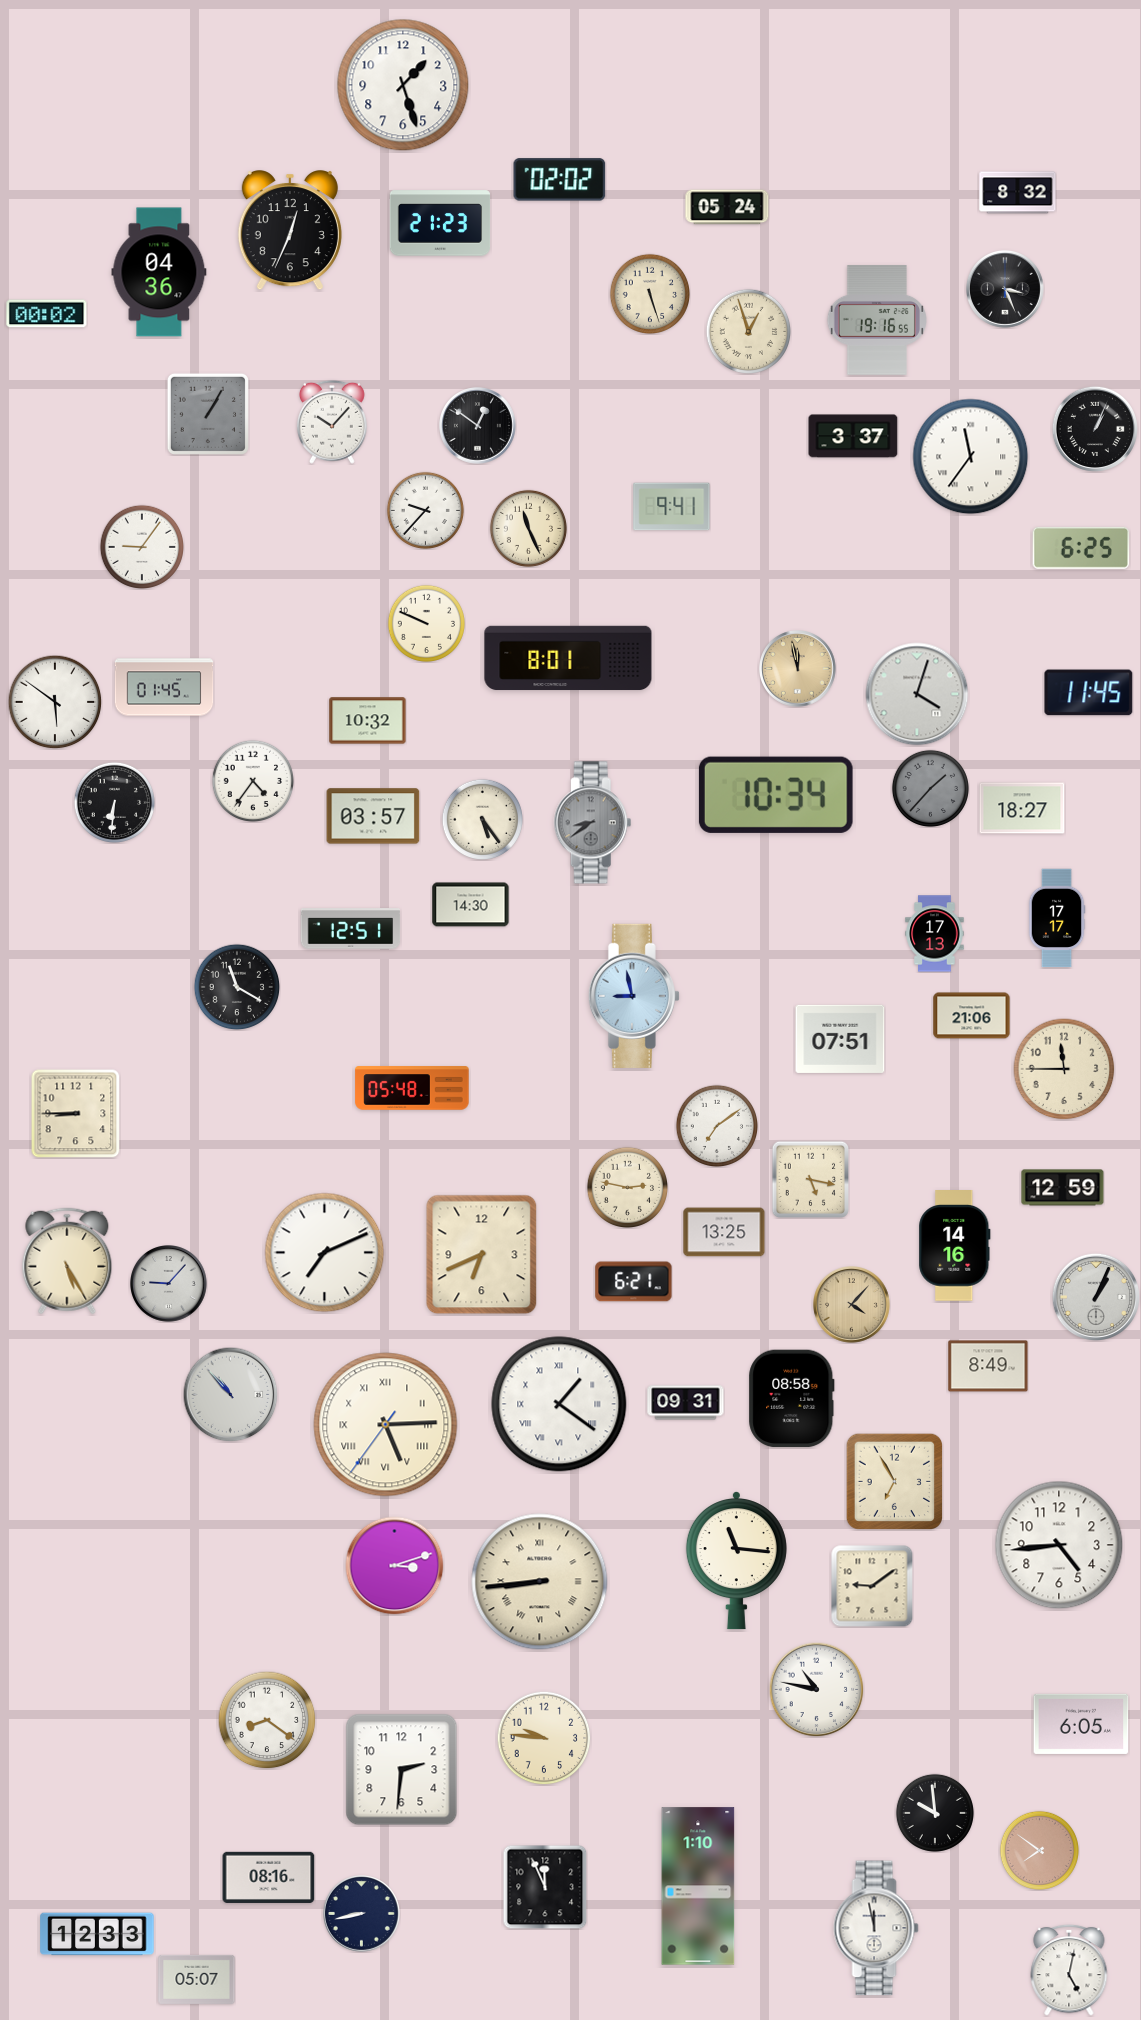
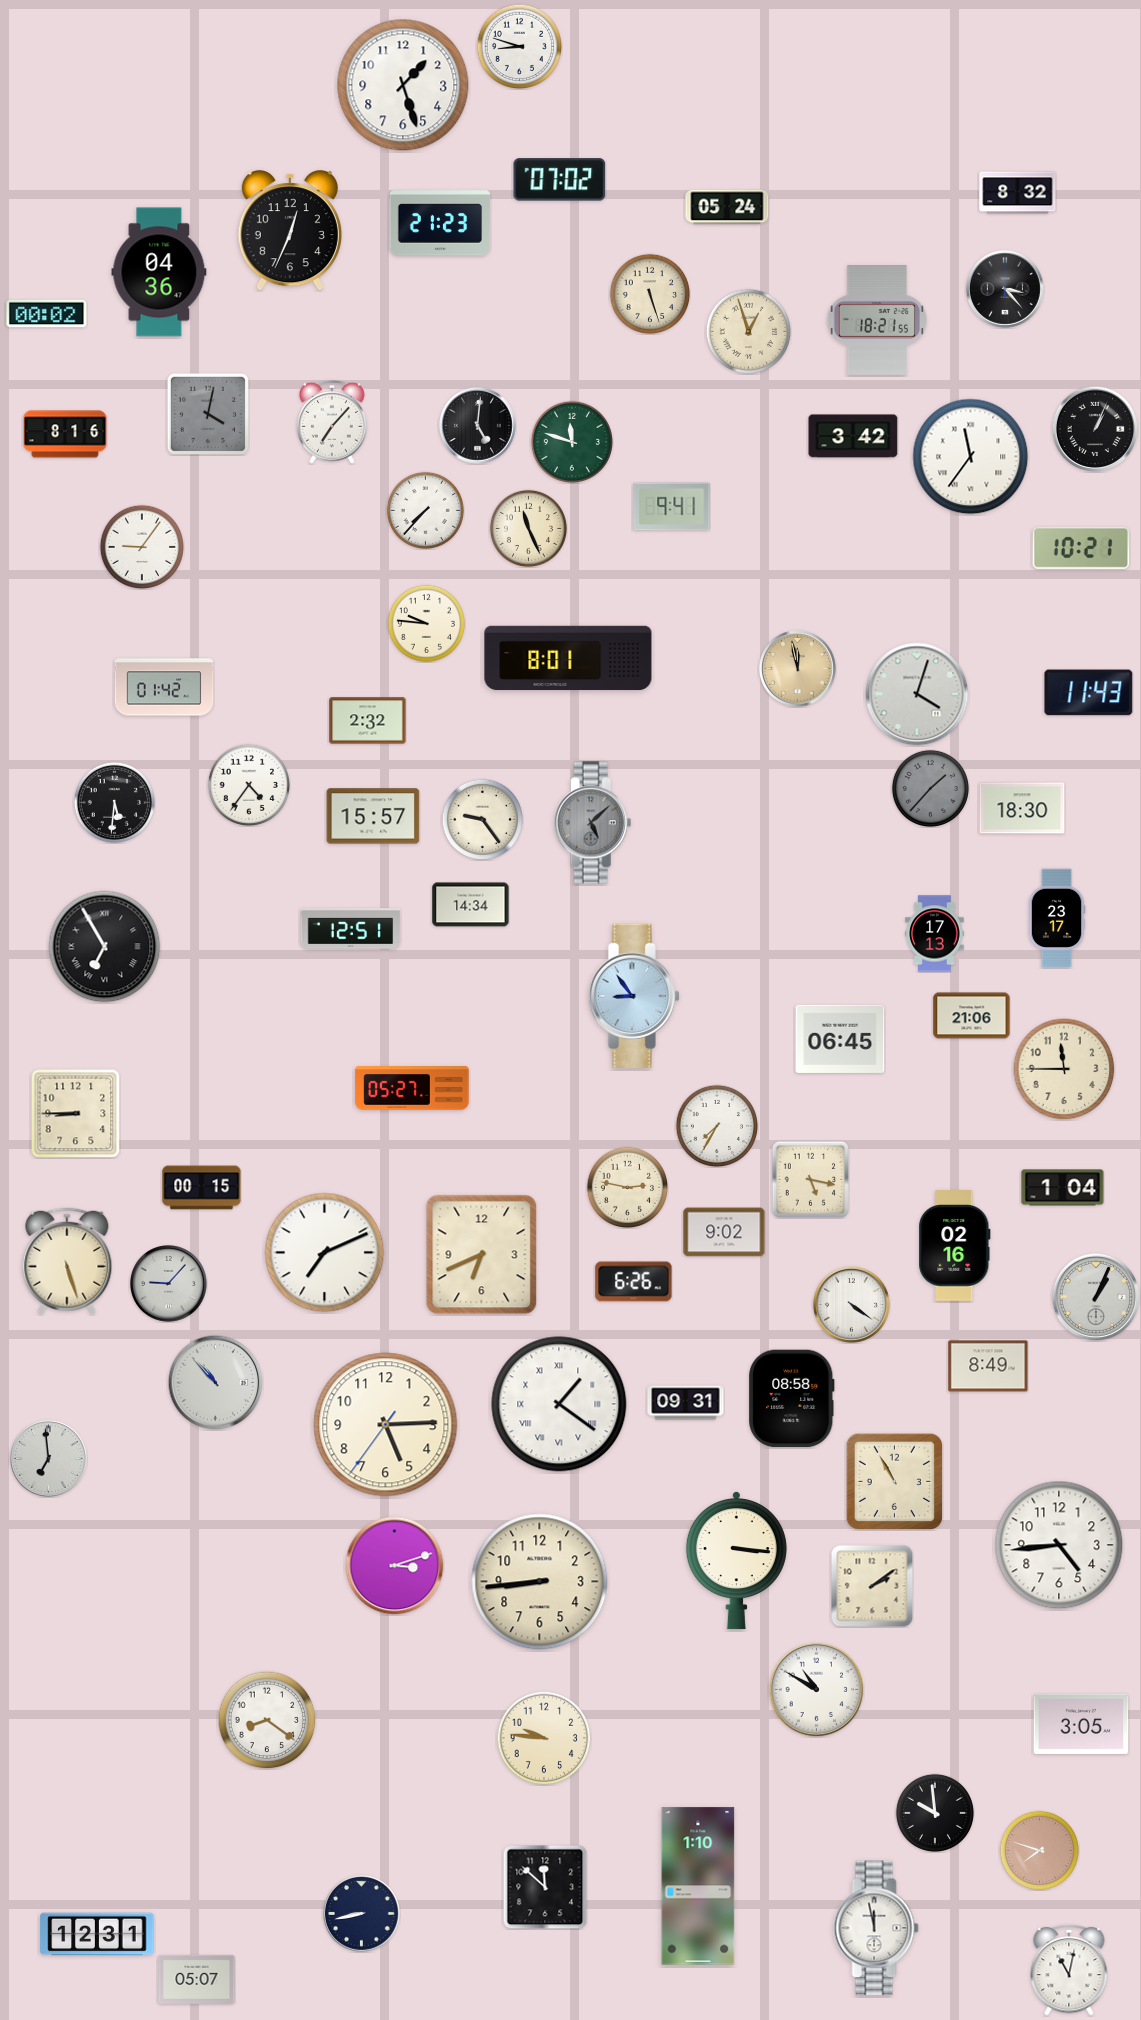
clock at (519, 46): none -> 8:48
clock at (560, 180): 02:02 -> 07:02
clock at (1005, 289): 3:26 -> 3:23
clock at (877, 320): 19:16 -> 18:21
clock at (208, 414): 1:05 -> 4:02
clock at (332, 422): 10:07 -> 7:07
clock at (478, 426): 12:51 -> 5:01
clock at (65, 434): none -> 8:16
clock at (853, 436): 3:37 -> 3:42
clock at (571, 441): none -> 11:48
clock at (425, 510): 9:37 -> 7:37
clock at (1081, 548): 6:25 -> 10:21
clock at (426, 623): 9:49 -> 9:46
clock at (164, 687): 01:45 -> 01:42
clock at (1089, 693): 11:45 -> 11:43
clock at (55, 702): 5:51 -> none
clock at (368, 721): 10:32 -> 2:32
clock at (252, 780) position: (252, 780) -> (248, 784)
clock at (776, 795): 10:34 -> none
clock at (114, 802): 6:31 -> 5:31
clock at (1022, 808): 18:27 -> 18:30
clock at (373, 816): 03:57 -> 15:57
clock at (482, 819): 5:24 -> 9:24
clock at (593, 823): 8:39 -> 5:08
clock at (471, 905): 14:30 -> 14:34
clock at (1057, 918): 17:17 -> 23:17
clock at (105, 947): none -> 6:55
clock at (237, 987): 11:20 -> none
clock at (634, 996): 8:58 -> 8:54
clock at (840, 1039): 07:51 -> 06:45
clock at (412, 1088): 05:48 -> 05:27
clock at (716, 1125): 7:09 -> 7:35
clock at (202, 1188): none -> 00:15
clock at (1063, 1188): 12:59 -> 1:04
clock at (724, 1232): 13:25 -> 9:02
clock at (955, 1246): 14:16 -> 02:16
clock at (67, 1261): 5:25 -> 5:27
clock at (634, 1282): 6:21 -> 6:26
clock at (852, 1305): 4:07 -> 4:21
clock at (852, 1305) dial: champagne -> white
clock at (230, 1394) position: (230, 1394) -> (215, 1382)
clock at (386, 1425) numerals: Roman -> Arabic
clock at (49, 1459): none -> 6:59
clock at (894, 1481): 6:55 -> 10:55
clock at (736, 1561): 11:16 -> 3:16
clock at (540, 1582) numerals: Roman -> Arabic
clock at (872, 1586): 9:09 -> 2:09
clock at (816, 1689): 10:47 -> 10:50
clock at (1081, 1724): 6:05 -> 3:05
clock at (402, 1770): 2:31 -> none
clock at (1039, 1850): 7:51 -> 7:48
clock at (269, 1877): 08:16 -> none
clock at (545, 1887): 11:56 -> 11:52
clock at (97, 1934): 12:33 -> 12:31
clock at (1069, 1970): 5:02 -> 11:02
